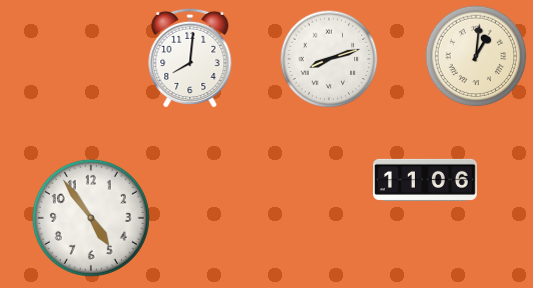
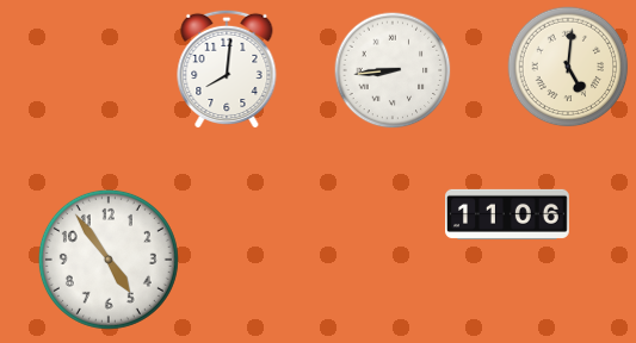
clock at (476, 56): 1:01 -> 5:01
clock at (329, 59): 8:12 -> 8:44
